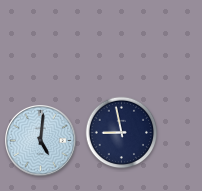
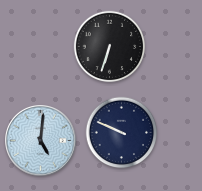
clock at (110, 47): none -> 6:33
clock at (122, 133): 8:58 -> 9:49
